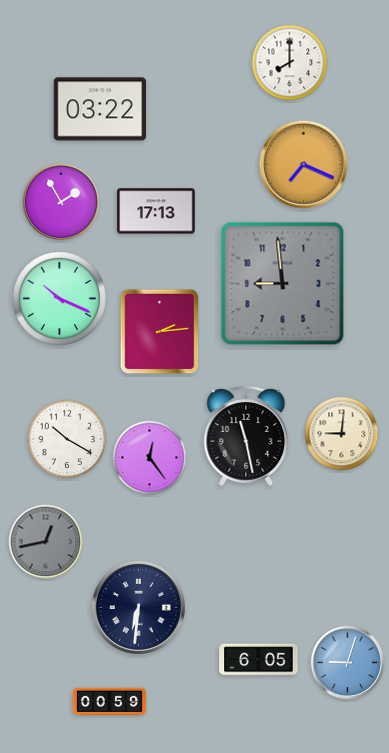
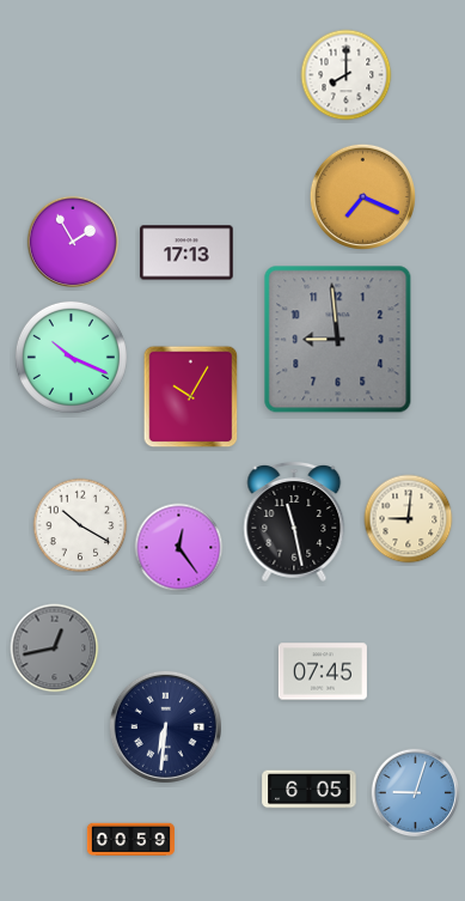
clock at (100, 109): 03:22 -> none
clock at (160, 332): 2:14 -> 10:05
clock at (323, 671): none -> 07:45
